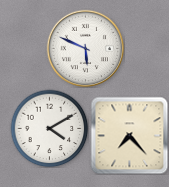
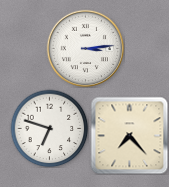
clock at (85, 48): 5:49 -> 3:14
clock at (49, 128): 4:10 -> 6:48
